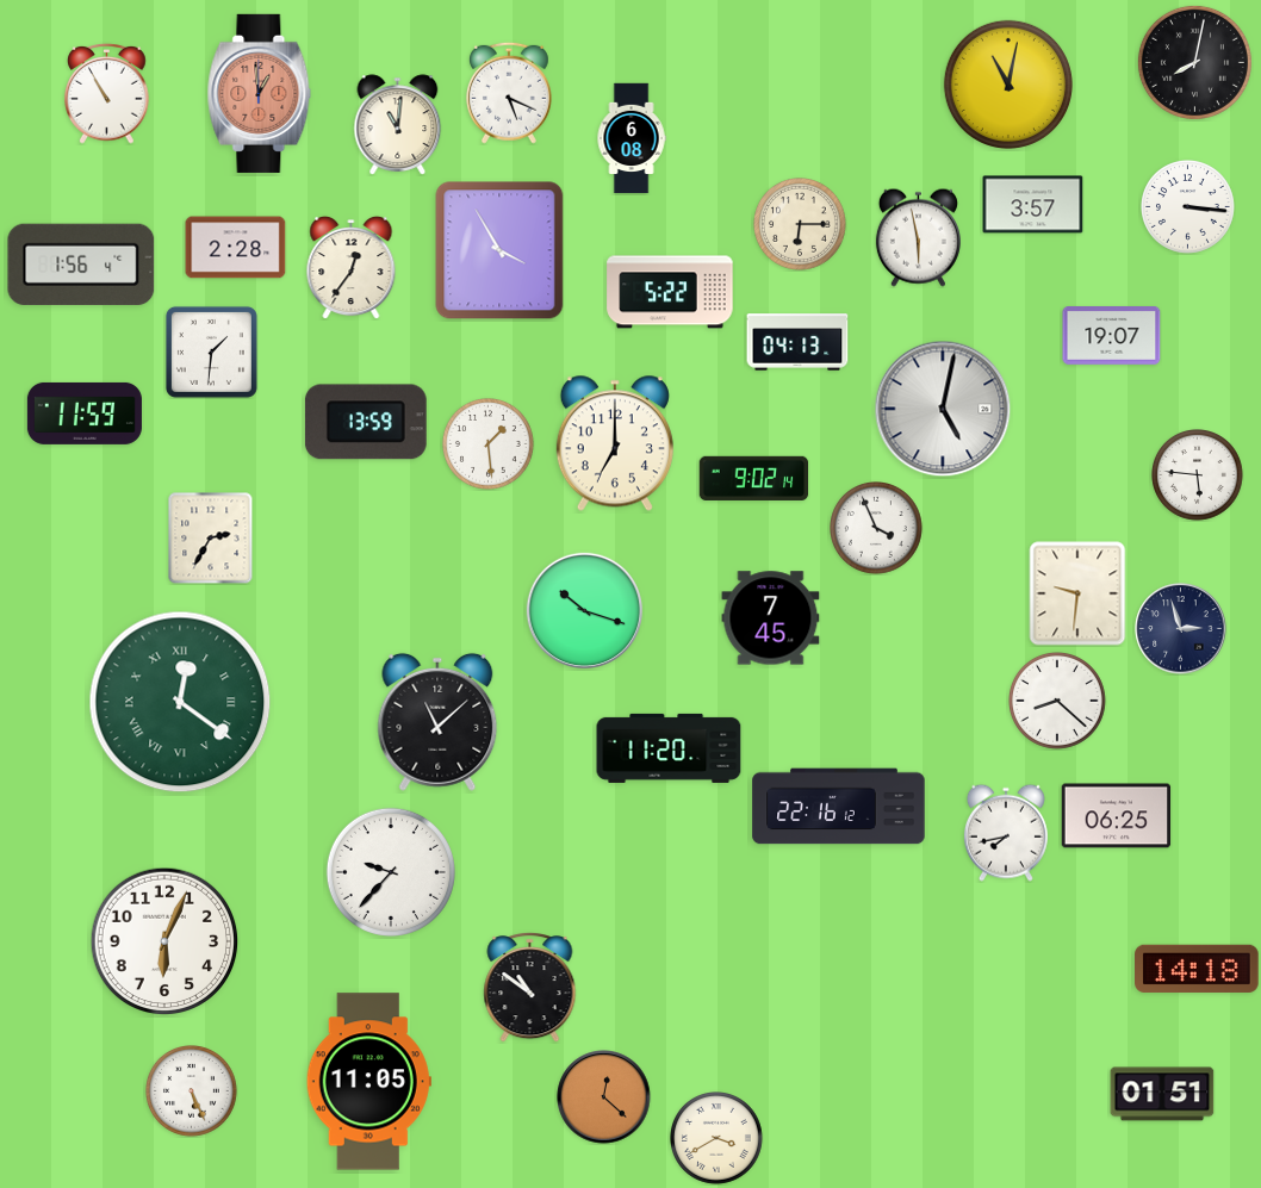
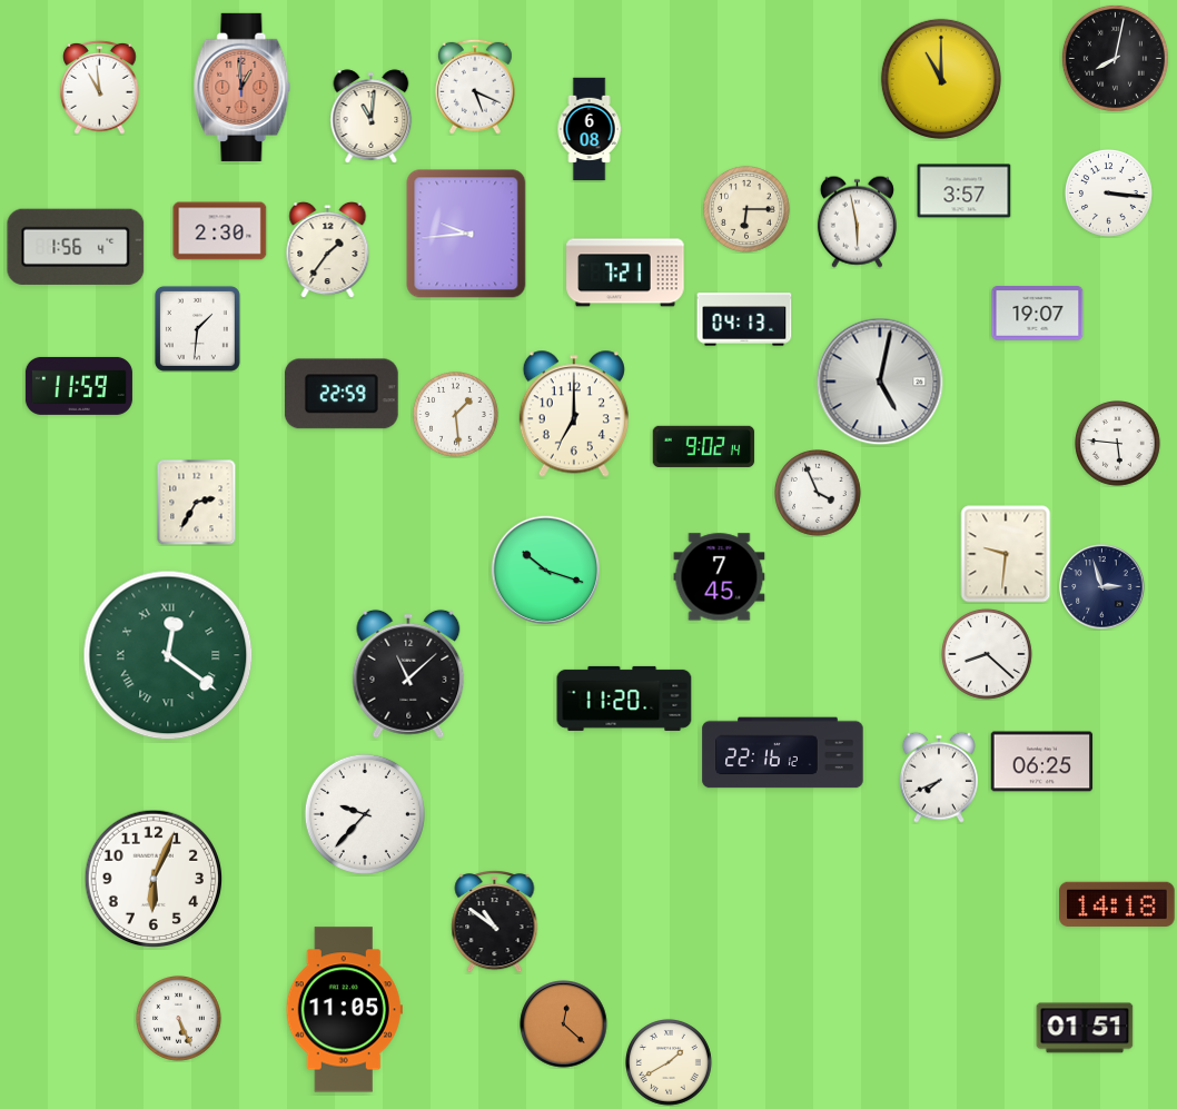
clock at (1008, 85): 11:02 -> 11:00
clock at (107, 93): 10:55 -> 10:59
clock at (236, 248): 2:28 -> 2:30
clock at (499, 250): 3:55 -> 9:44
clock at (352, 267): 12:36 -> 1:36
clock at (670, 292): 5:22 -> 7:21
clock at (366, 422): 13:59 -> 22:59
clock at (1006, 833): 7:43 -> 7:41
clock at (1162, 1094) position: (1162, 1094) -> (1085, 1028)
clock at (718, 1139): 3:40 -> 1:40
